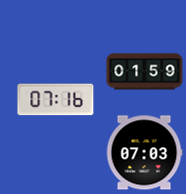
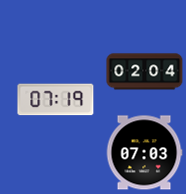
clock at (145, 72): 01:59 -> 02:04
clock at (56, 100): 07:16 -> 07:19
